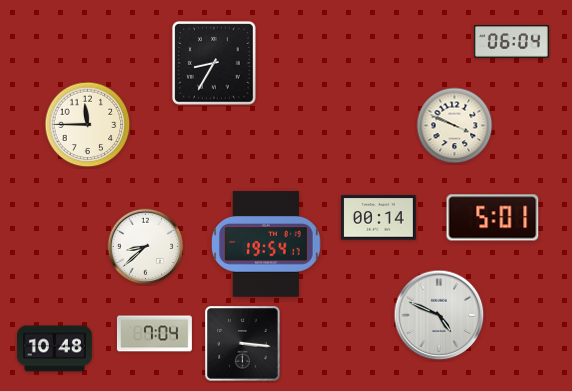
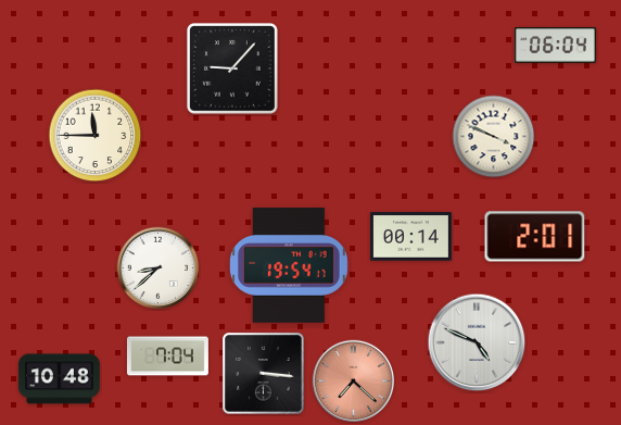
clock at (215, 64): 8:35 -> 9:07
clock at (493, 218): 5:01 -> 2:01
clock at (154, 334) position: (154, 334) -> (167, 357)
clock at (354, 382): none -> 7:22
